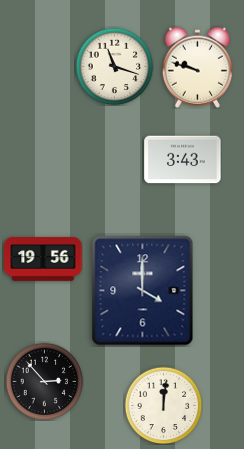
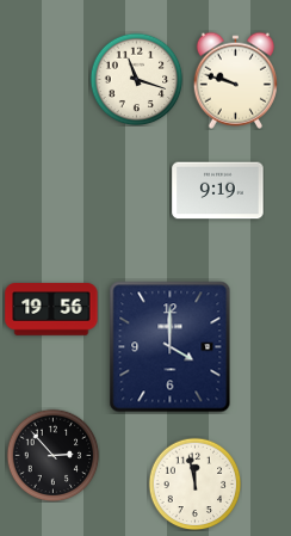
clock at (183, 160): 3:43 -> 9:19
clock at (163, 405): 12:01 -> 11:58
